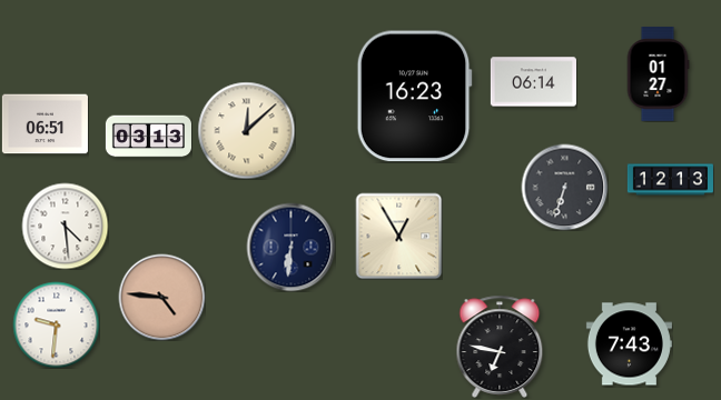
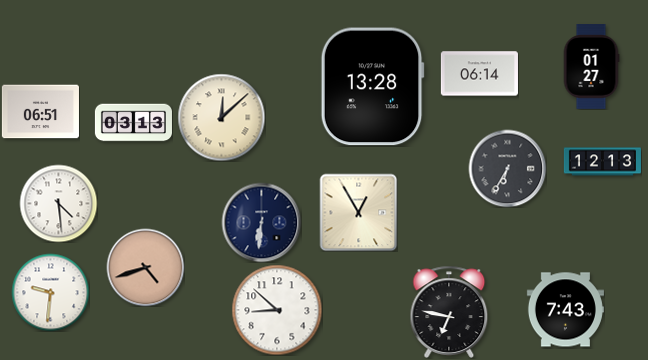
clock at (414, 97): 16:23 -> 13:28
clock at (564, 187): 6:33 -> 6:35
clock at (161, 297): 4:46 -> 4:42
clock at (277, 310): none -> 8:52
